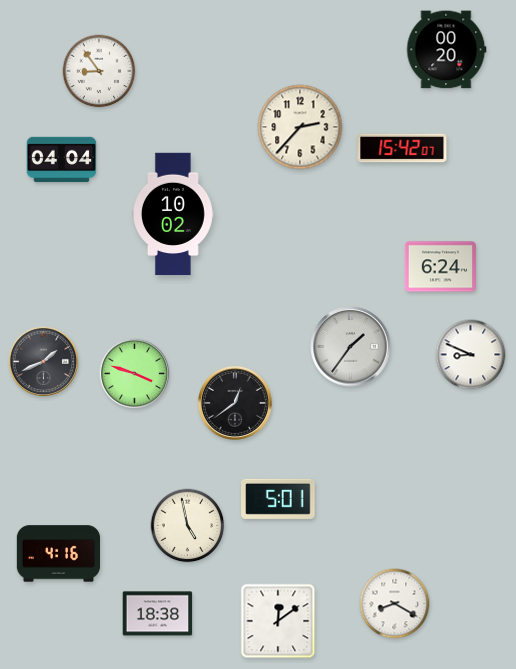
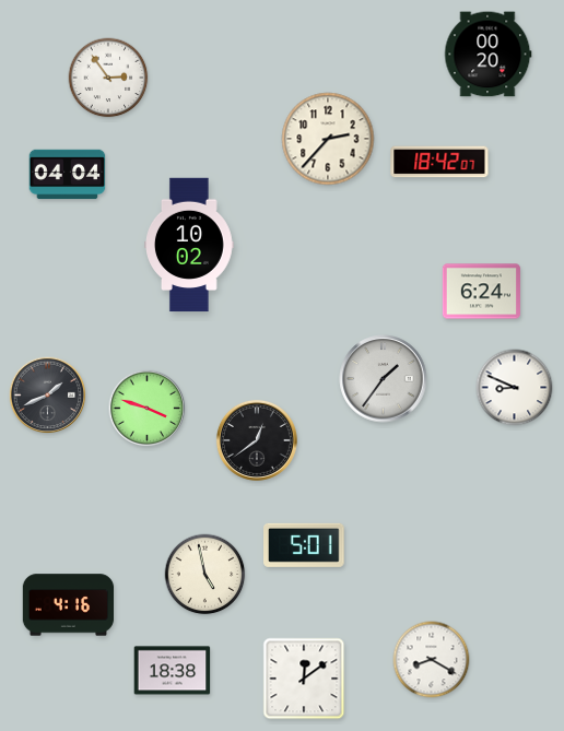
clock at (99, 71): 8:54 -> 2:54
clock at (402, 148): 15:42 -> 18:42
clock at (174, 214) position: (174, 214) -> (190, 245)
clock at (59, 554) position: (59, 554) -> (69, 605)
